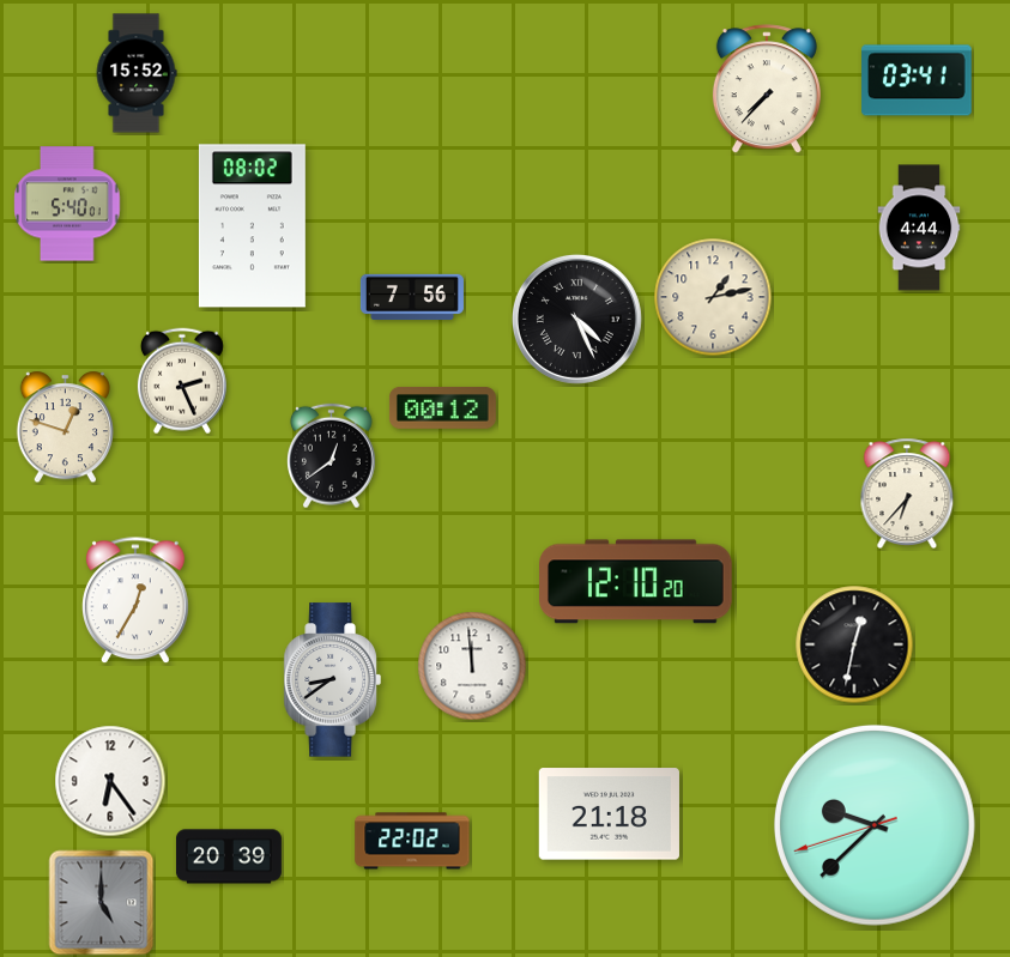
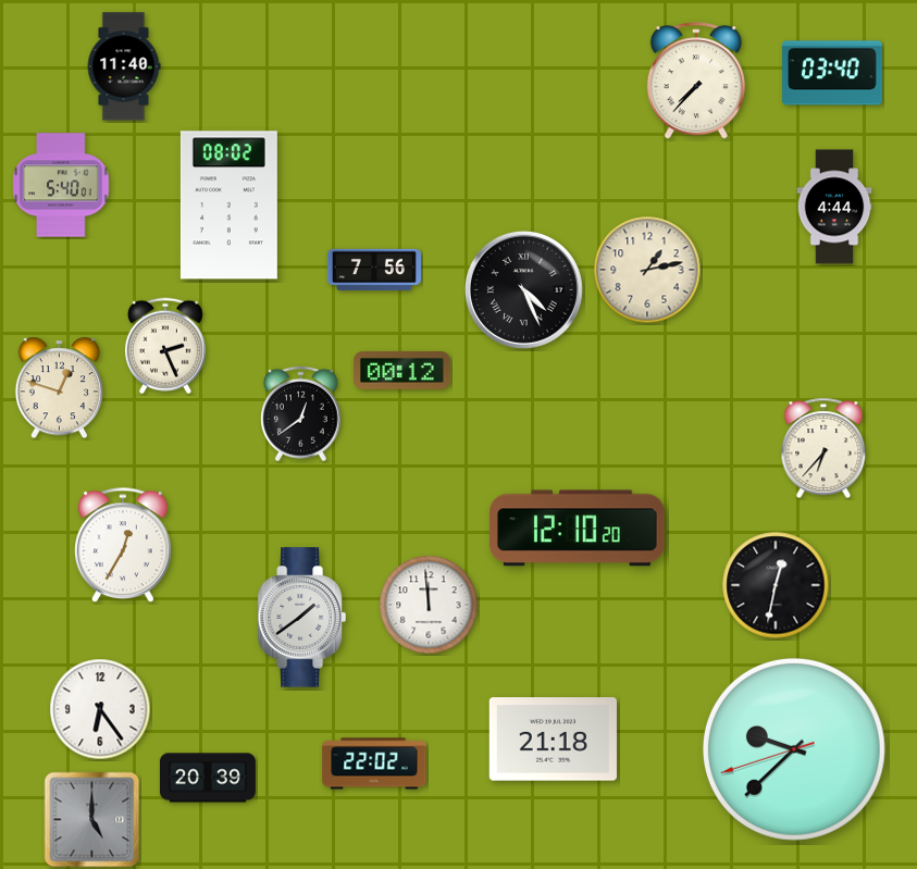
clock at (137, 73): 15:52 -> 11:40
clock at (917, 80): 03:41 -> 03:40
clock at (332, 680): 8:39 -> 1:39
